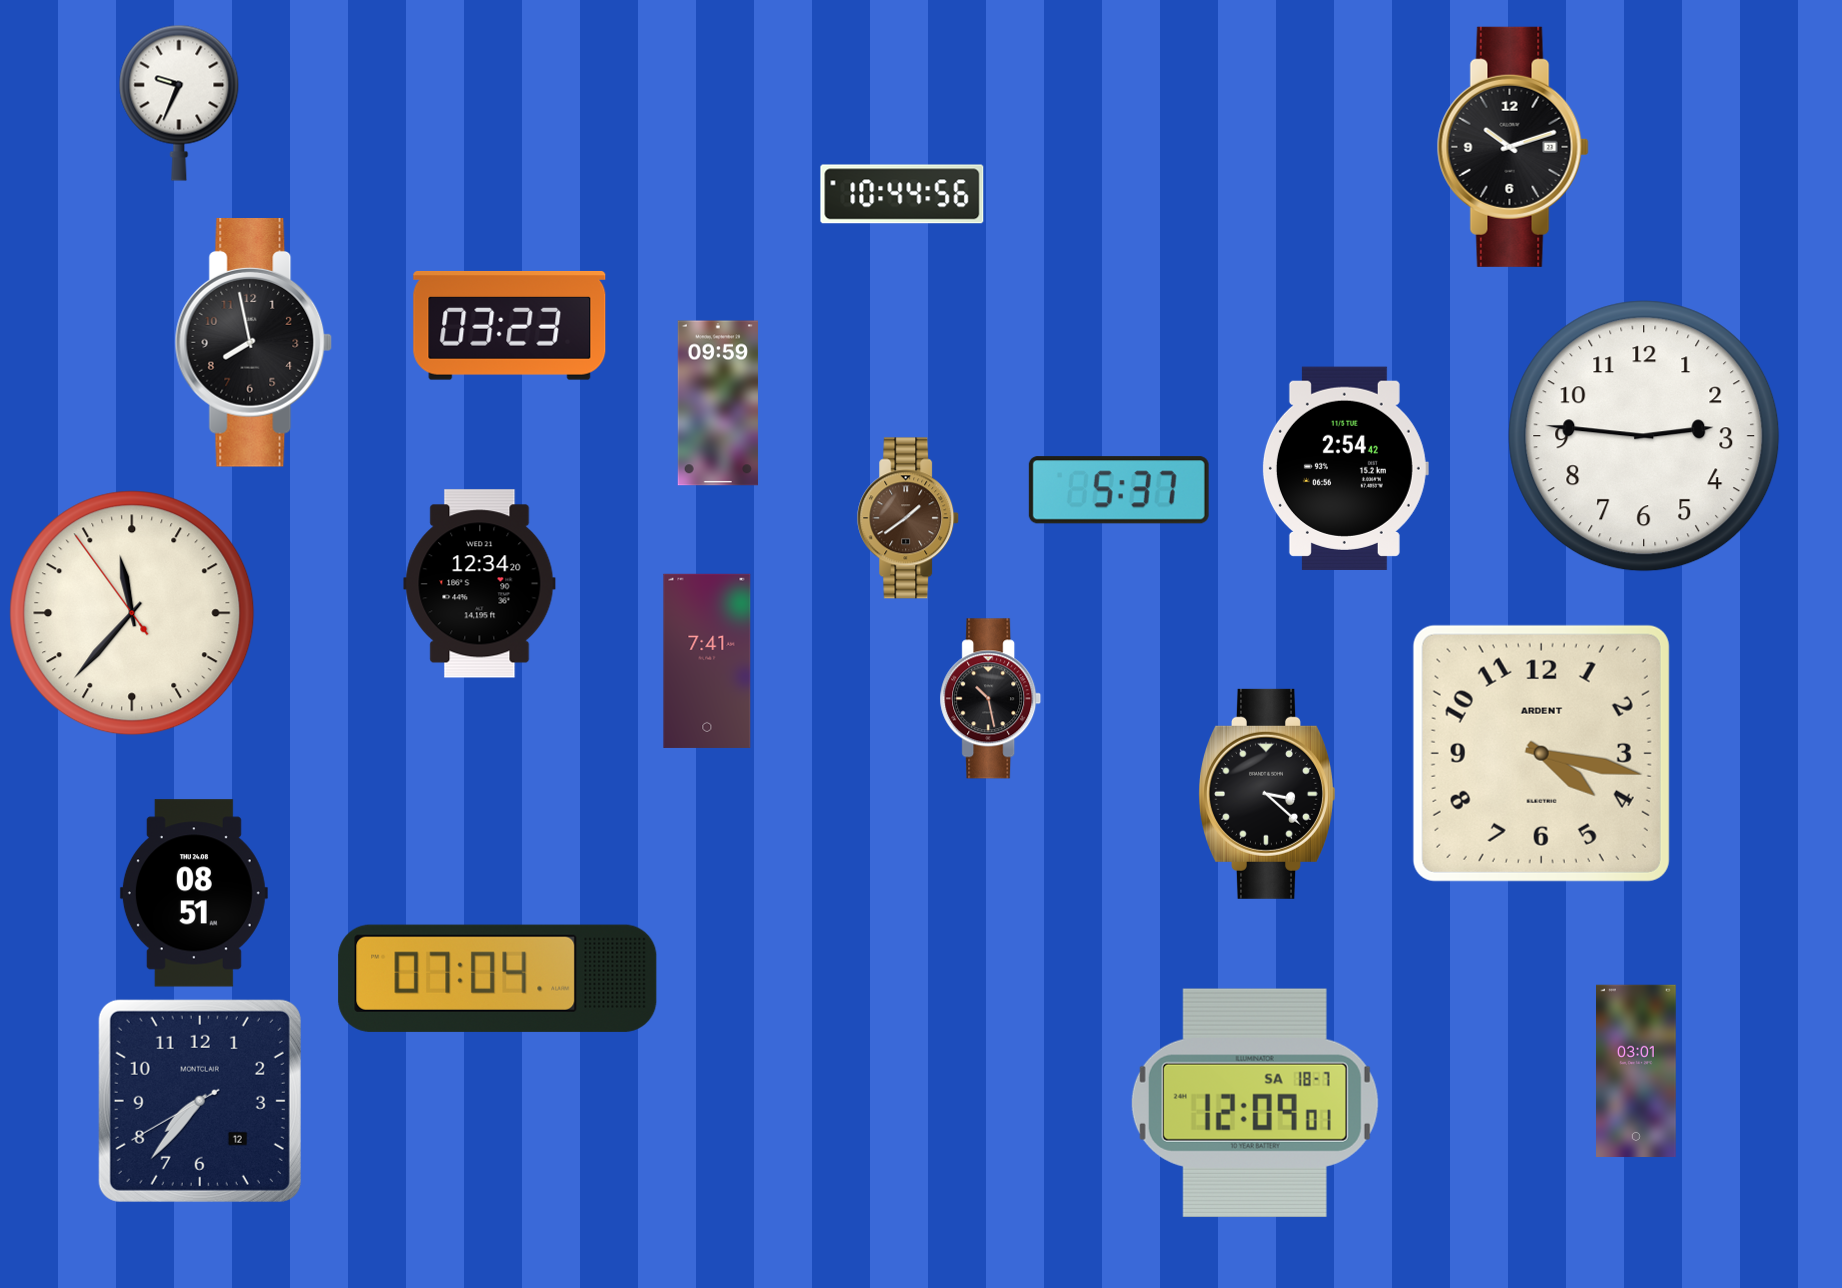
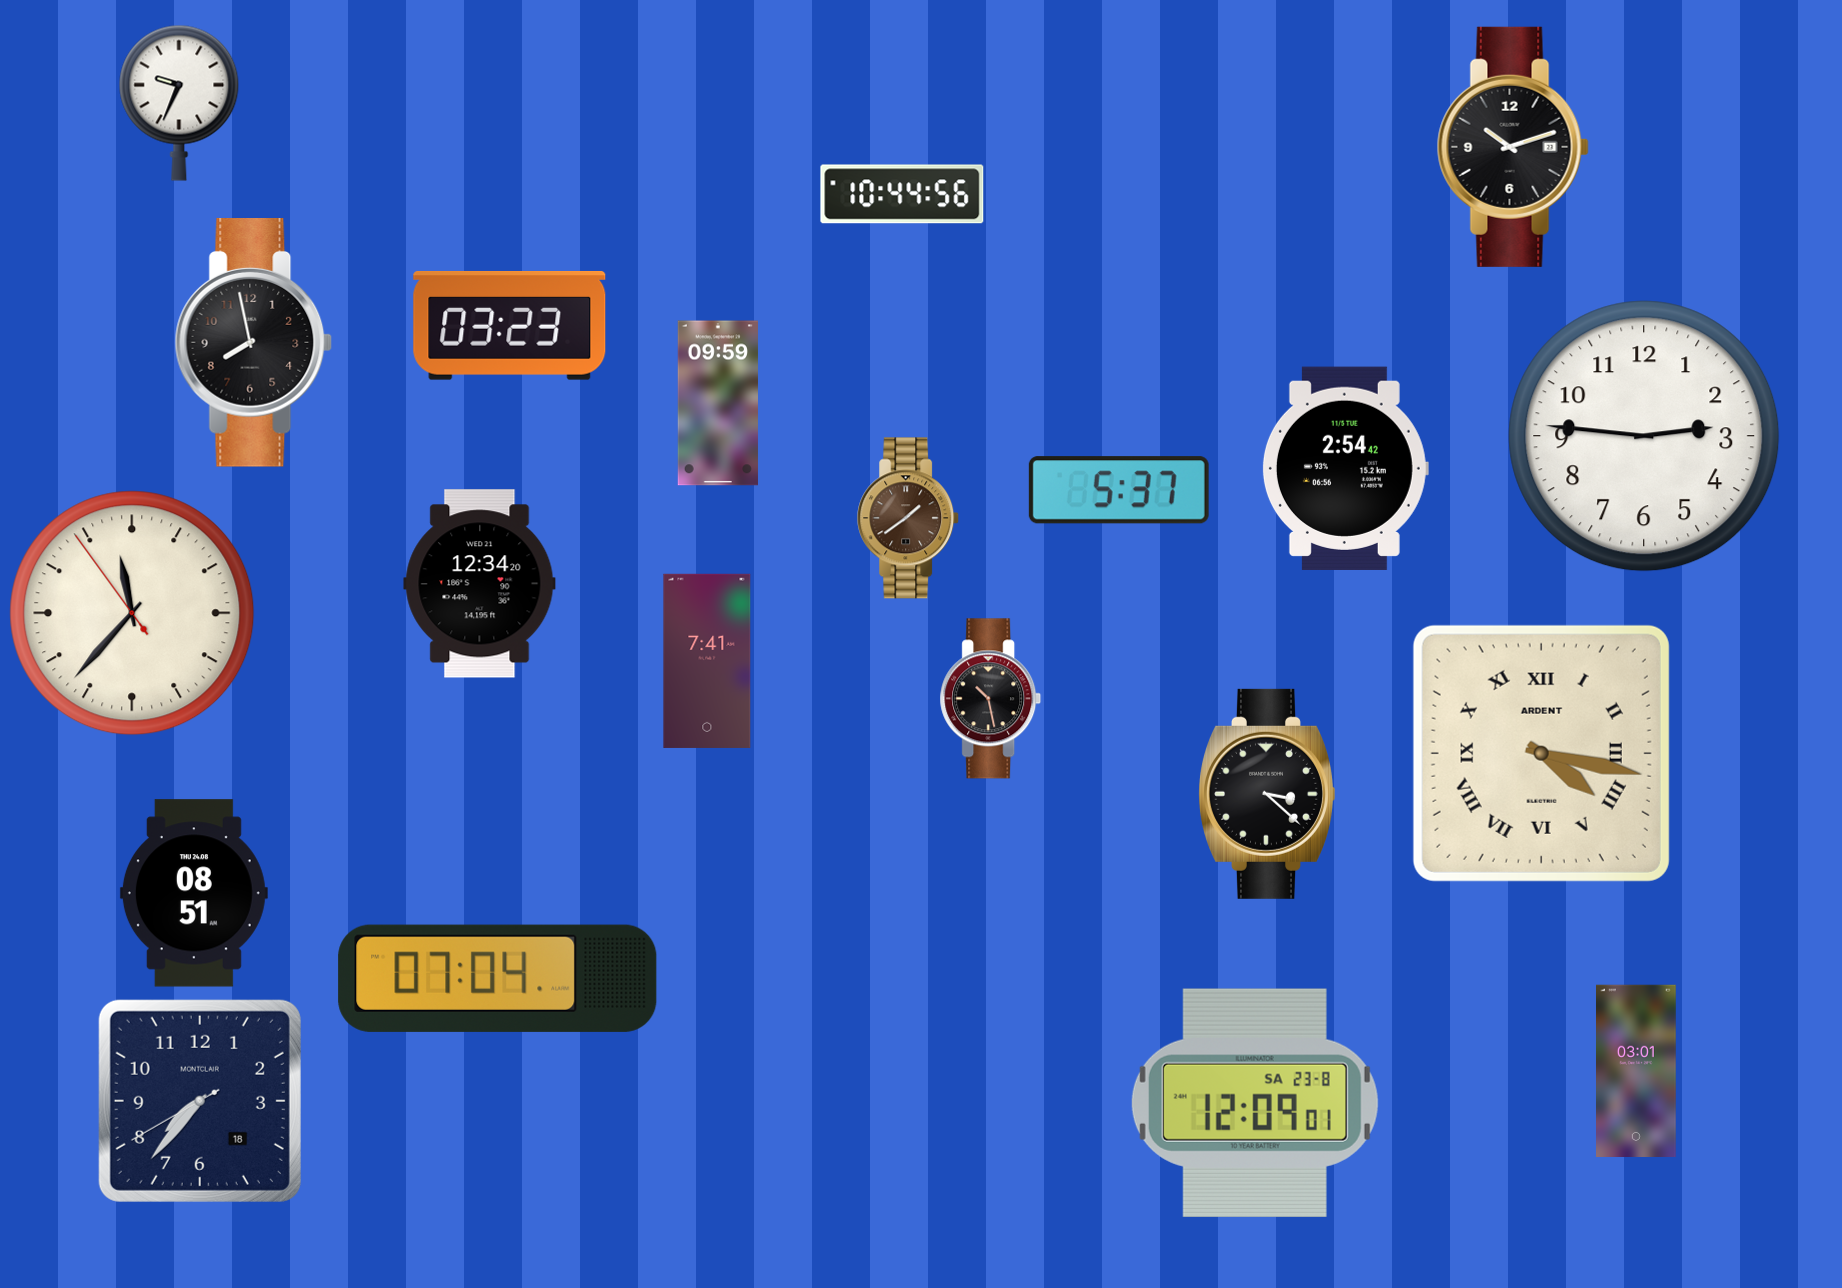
clock at (1541, 753) numerals: Arabic -> Roman
clock at (200, 1101) date: 12 -> 18
clock at (1255, 1103) date: SA 18-7 -> SA 23-8
